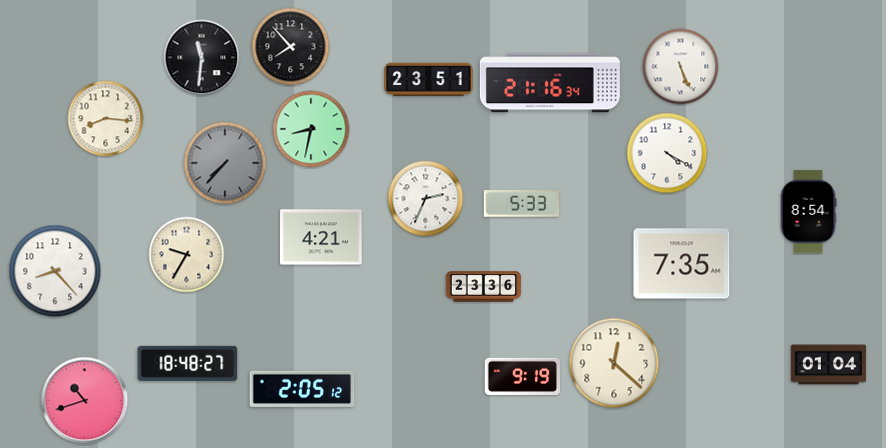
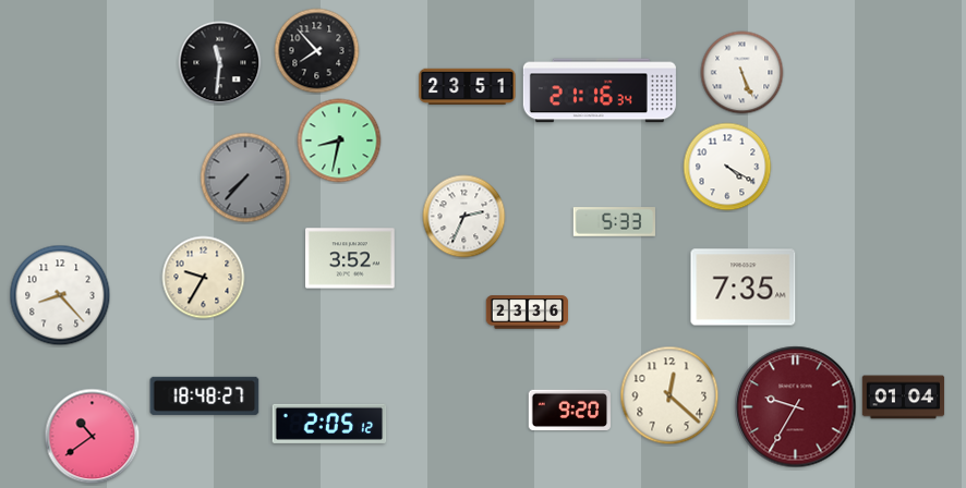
clock at (106, 119): 8:16 -> none
clock at (521, 204) position: (521, 204) -> (614, 222)
clock at (808, 212): 8:54 -> none
clock at (322, 237): 4:21 -> 3:52
clock at (796, 407): none -> 9:35
clock at (522, 376): 9:19 -> 9:20
clock at (85, 401): 10:42 -> 10:39
